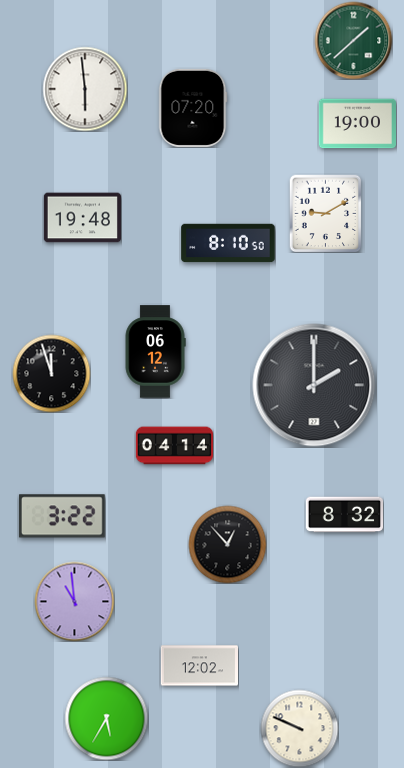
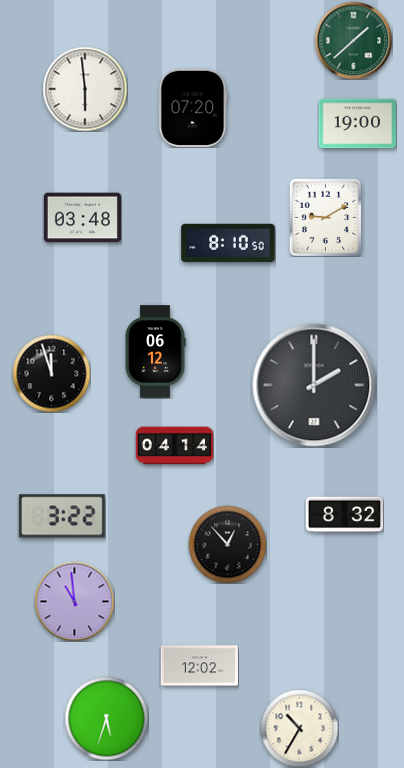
clock at (326, 213) position: (326, 213) -> (326, 217)
clock at (82, 218): 19:48 -> 03:48
clock at (106, 718): 5:35 -> 5:33
clock at (299, 728): 9:49 -> 10:35
